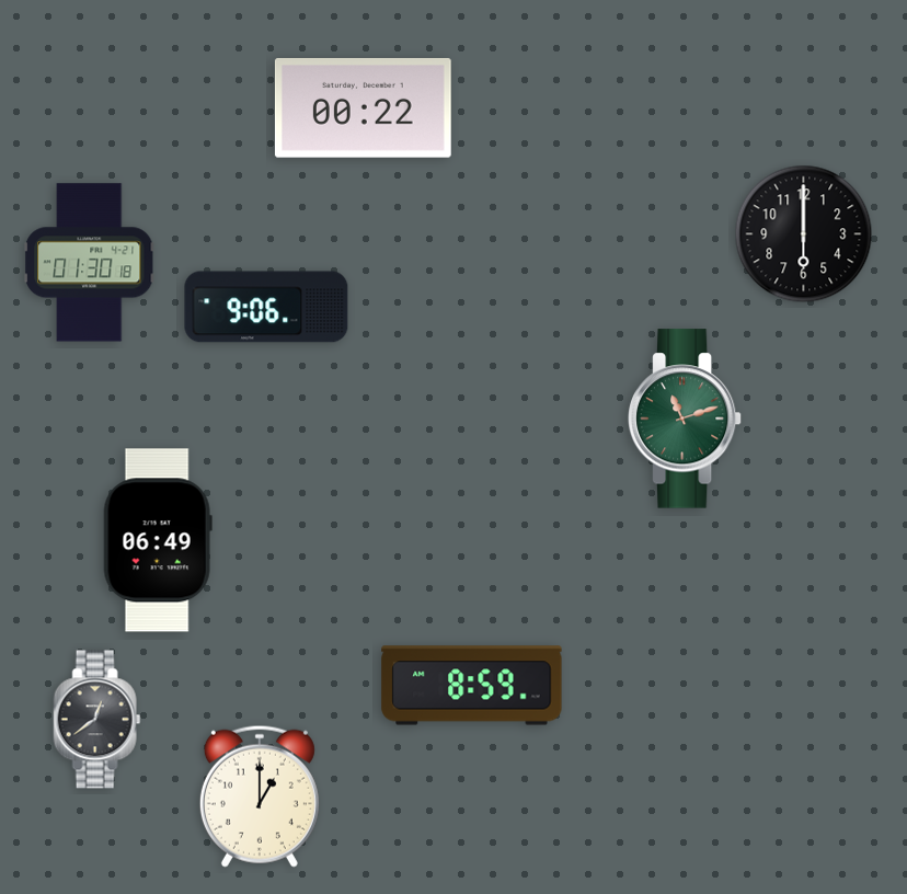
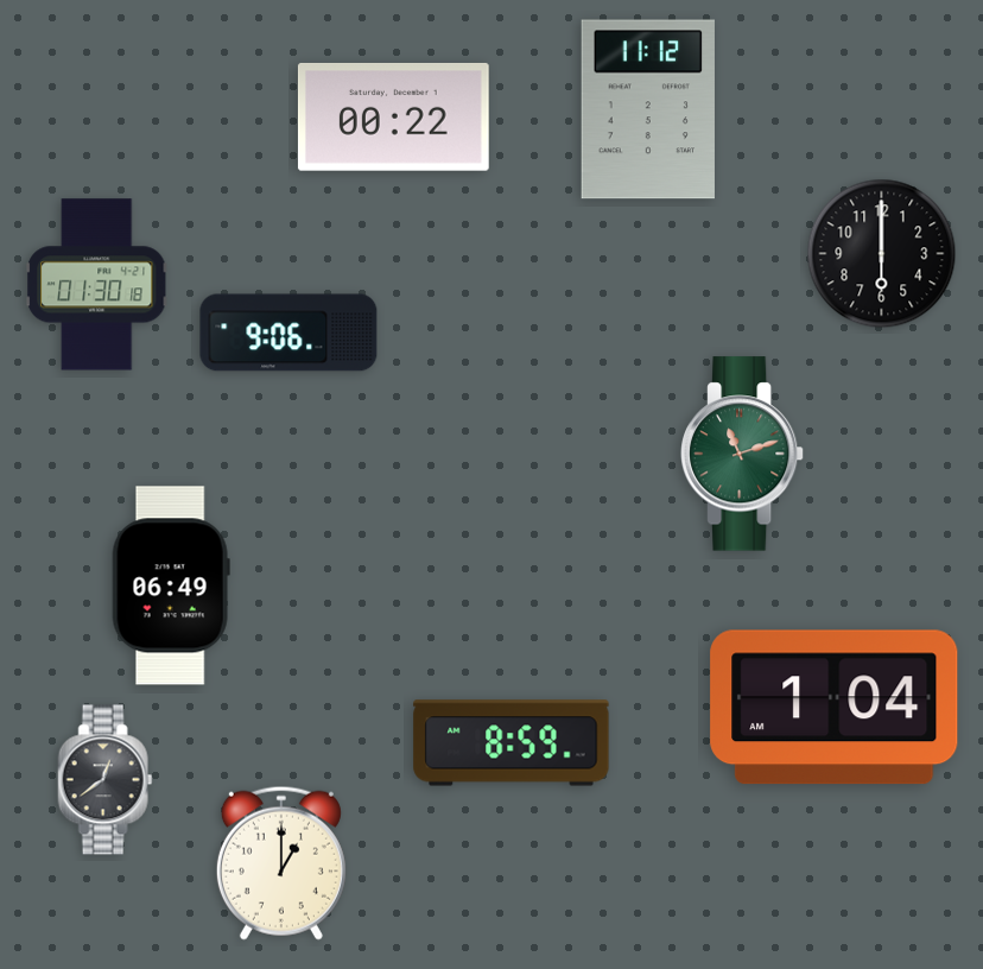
clock at (647, 109): none -> 11:12
clock at (804, 234) position: (804, 234) -> (882, 254)
clock at (835, 708): none -> 1:04
